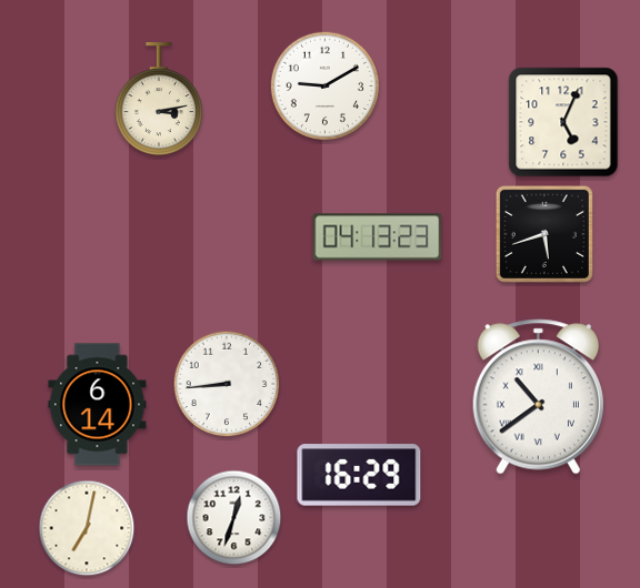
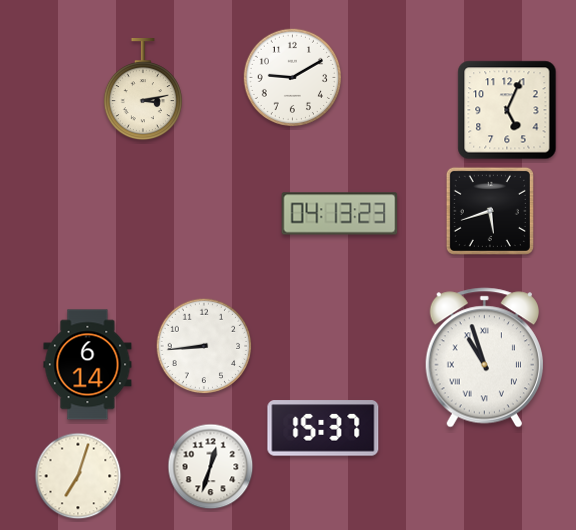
clock at (538, 397): 10:39 -> 10:57
clock at (359, 475): 16:29 -> 15:37
clock at (87, 528): 7:02 -> 7:03
